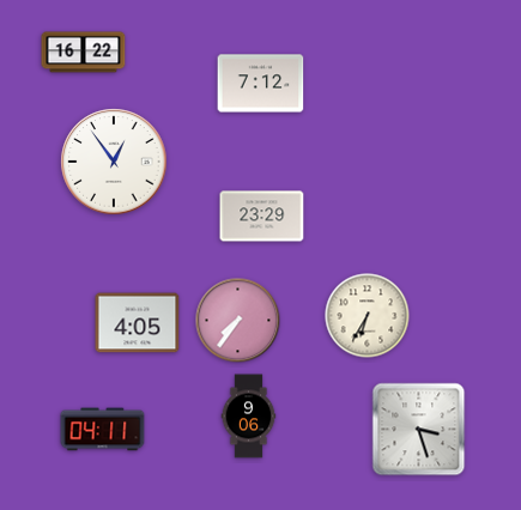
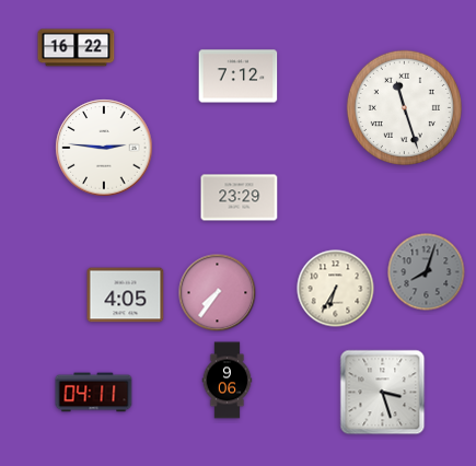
clock at (404, 107): none -> 11:27
clock at (114, 162): 12:54 -> 2:46
clock at (427, 272): none -> 8:03
